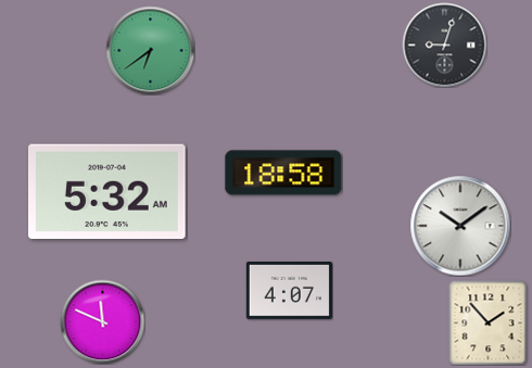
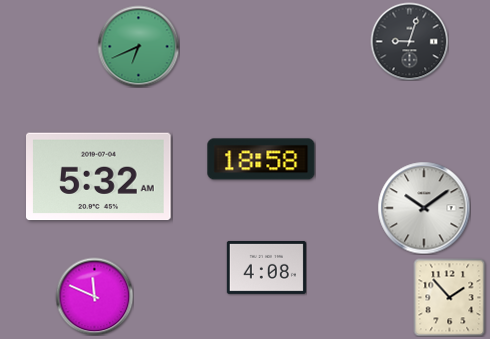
clock at (150, 50): 6:39 -> 6:41
clock at (289, 290): 4:07 -> 4:08
